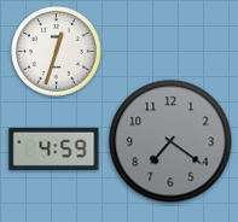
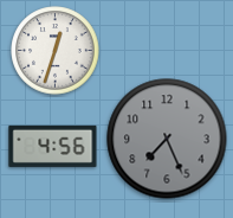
clock at (170, 141): 7:21 -> 7:26
clock at (54, 148): 4:59 -> 4:56
